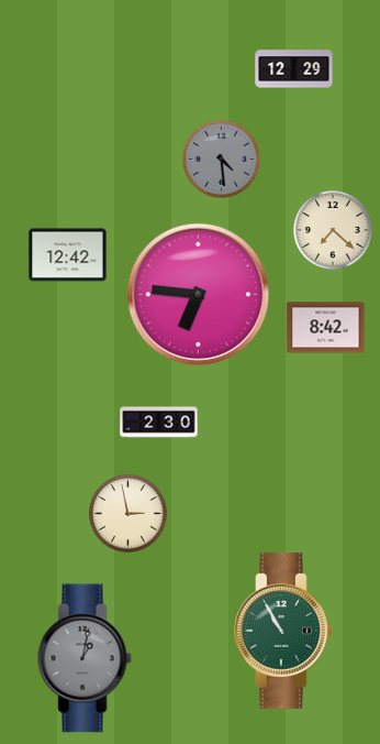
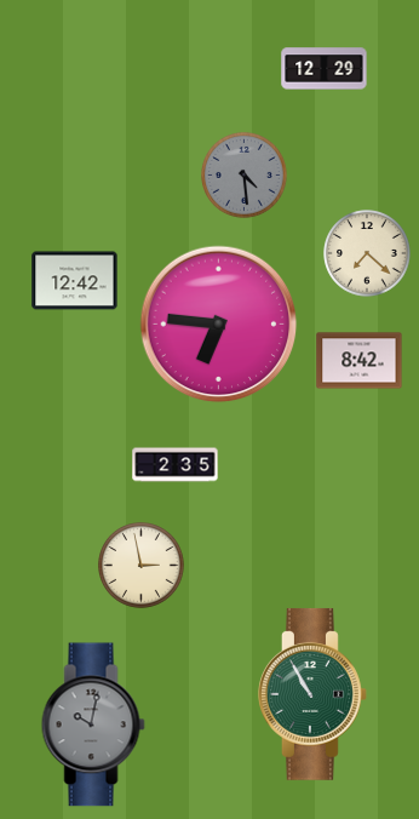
clock at (294, 69) position: (294, 69) -> (325, 69)
clock at (159, 423): 2:30 -> 2:35
clock at (85, 658): 1:02 -> 10:02
